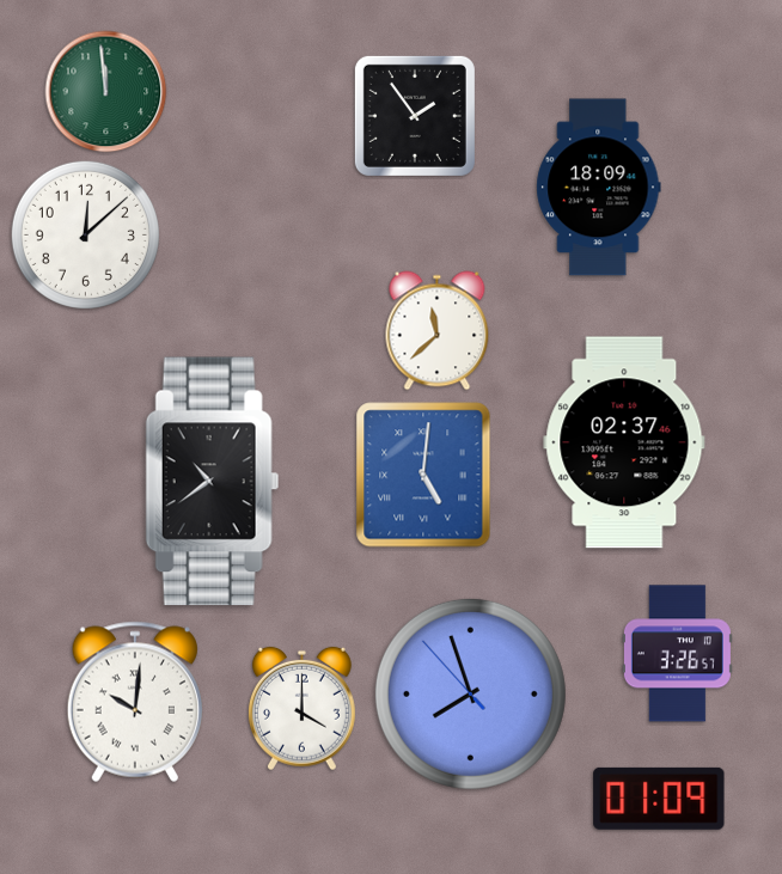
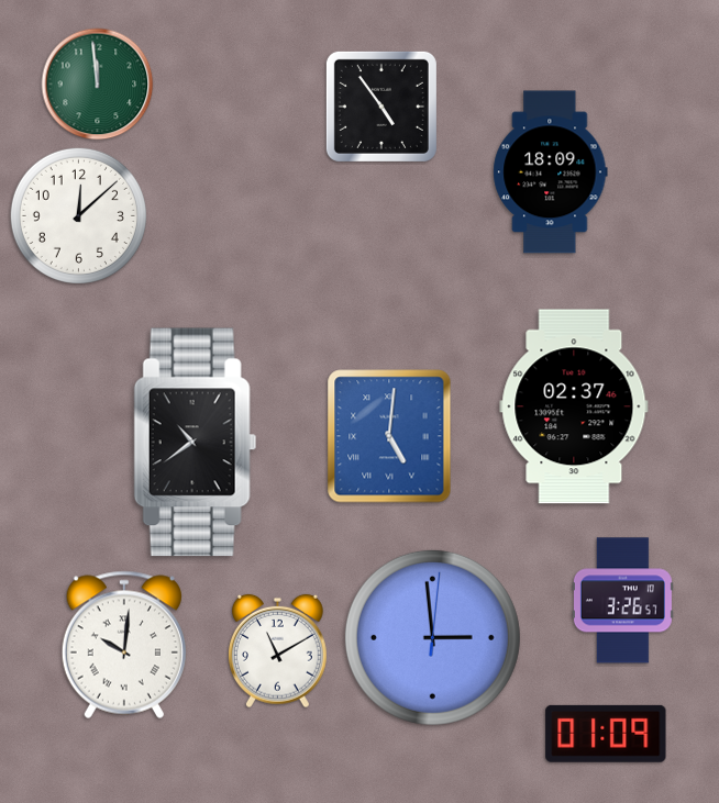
clock at (415, 116): 1:54 -> 4:54
clock at (438, 331): 11:38 -> none
clock at (470, 693): 7:56 -> 2:59
clock at (301, 709): 4:00 -> 11:10
